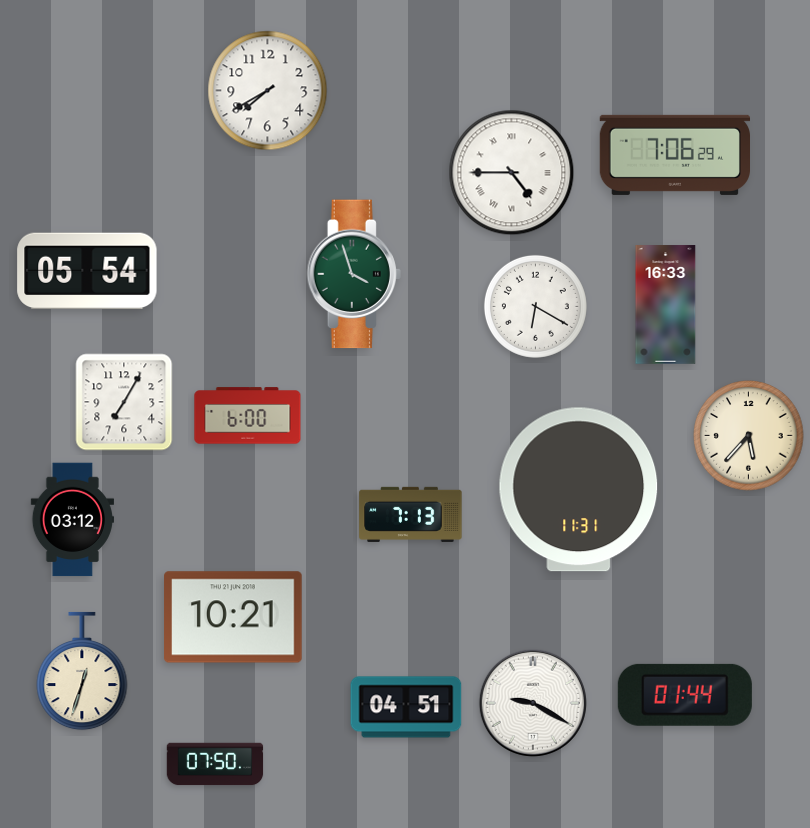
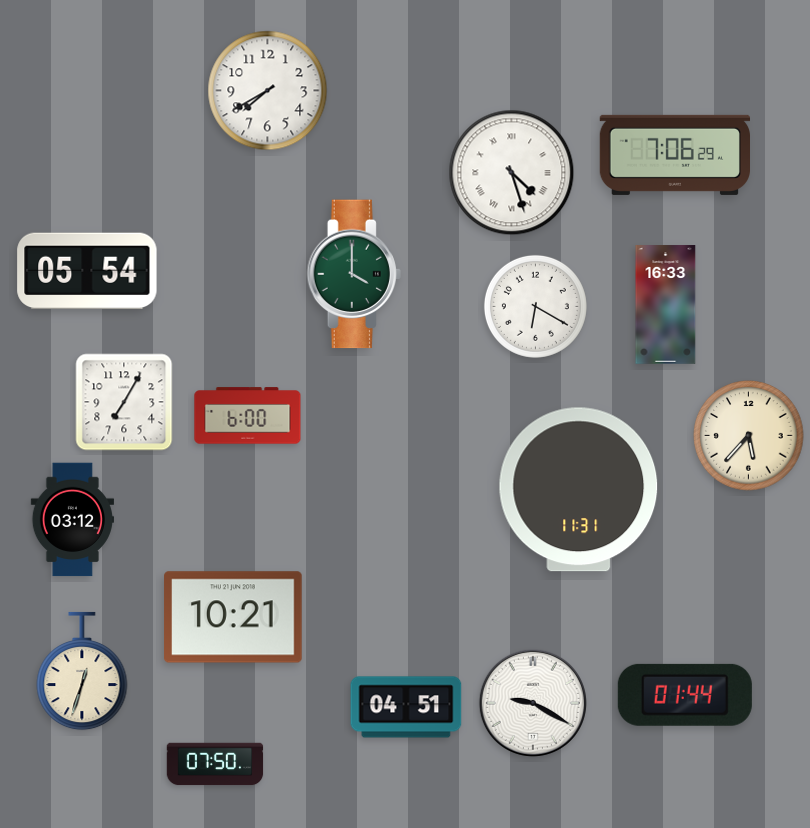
clock at (512, 173): 4:45 -> 4:27
clock at (354, 274): 3:57 -> 4:00
clock at (411, 514): 7:13 -> none
